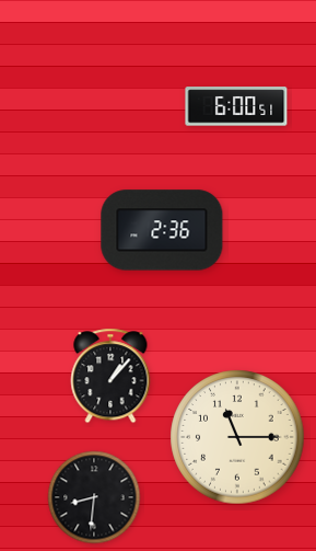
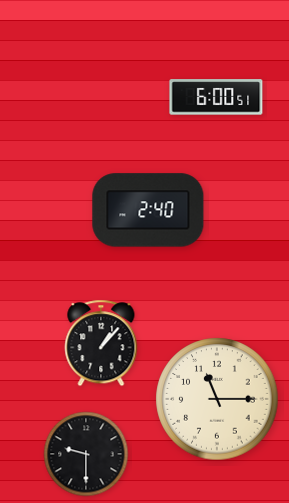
clock at (162, 230): 2:36 -> 2:40
clock at (94, 497): 8:31 -> 9:30
